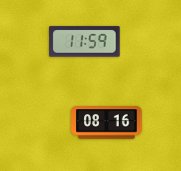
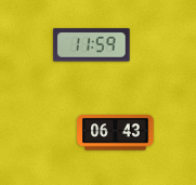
clock at (107, 123): 08:16 -> 06:43
